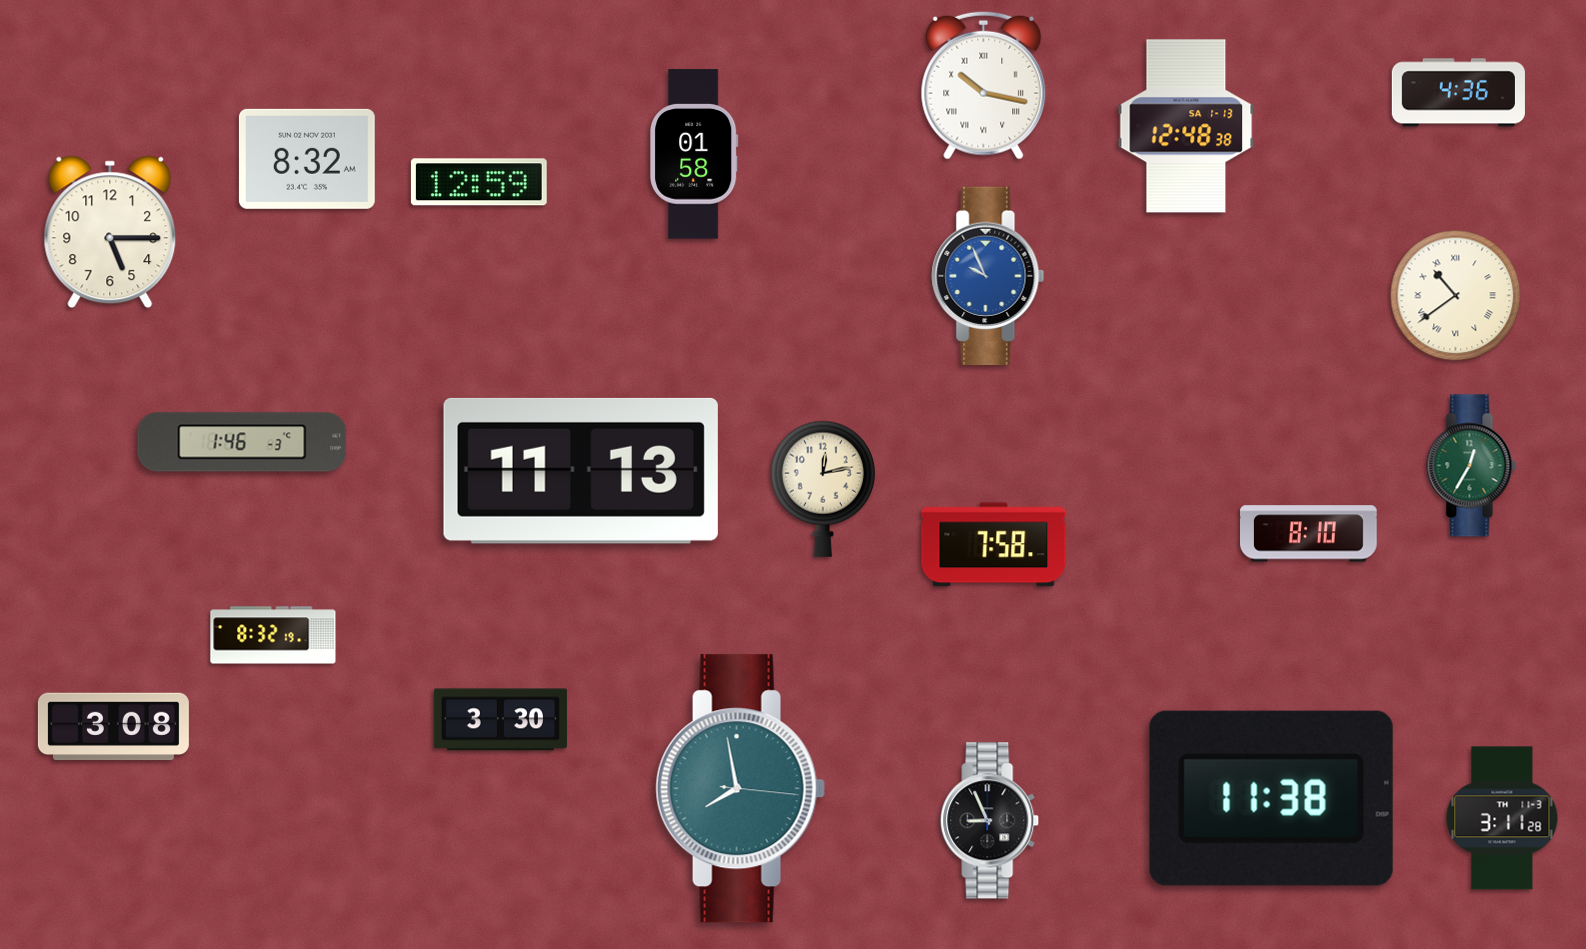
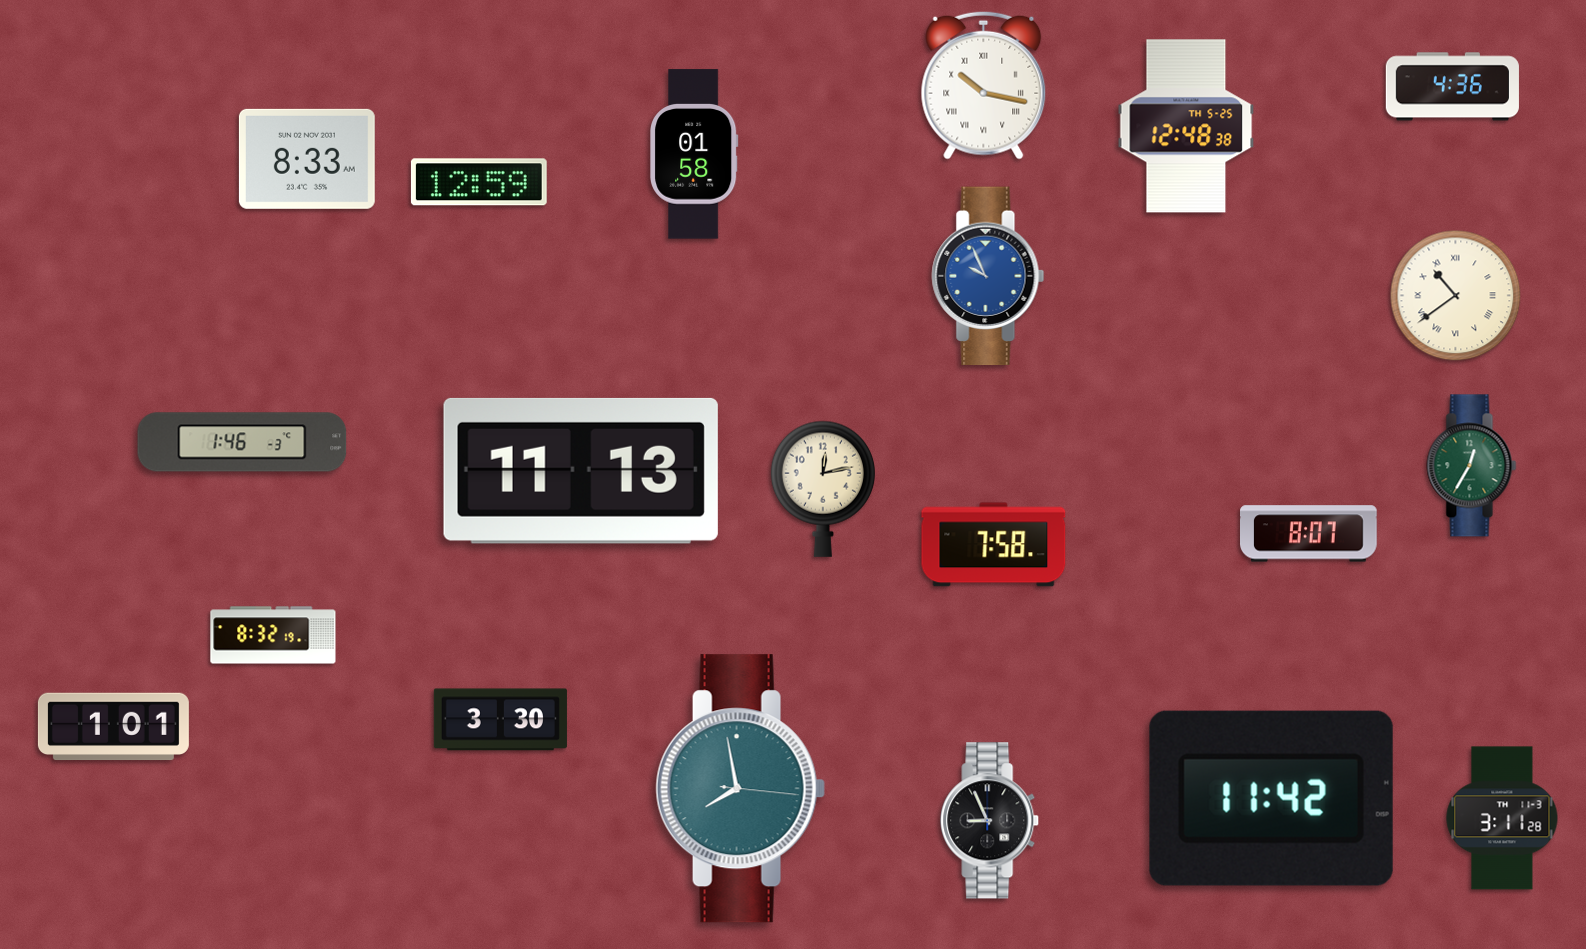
clock at (1458, 93) position: (1458, 93) -> (1452, 87)
clock at (1186, 126) date: SA 1-13 -> TH 5-25
clock at (307, 159): 8:32 -> 8:33
clock at (110, 232): 5:15 -> none
clock at (1309, 534): 8:10 -> 8:07
clock at (113, 727): 3:08 -> 1:01
clock at (1271, 798): 11:38 -> 11:42
